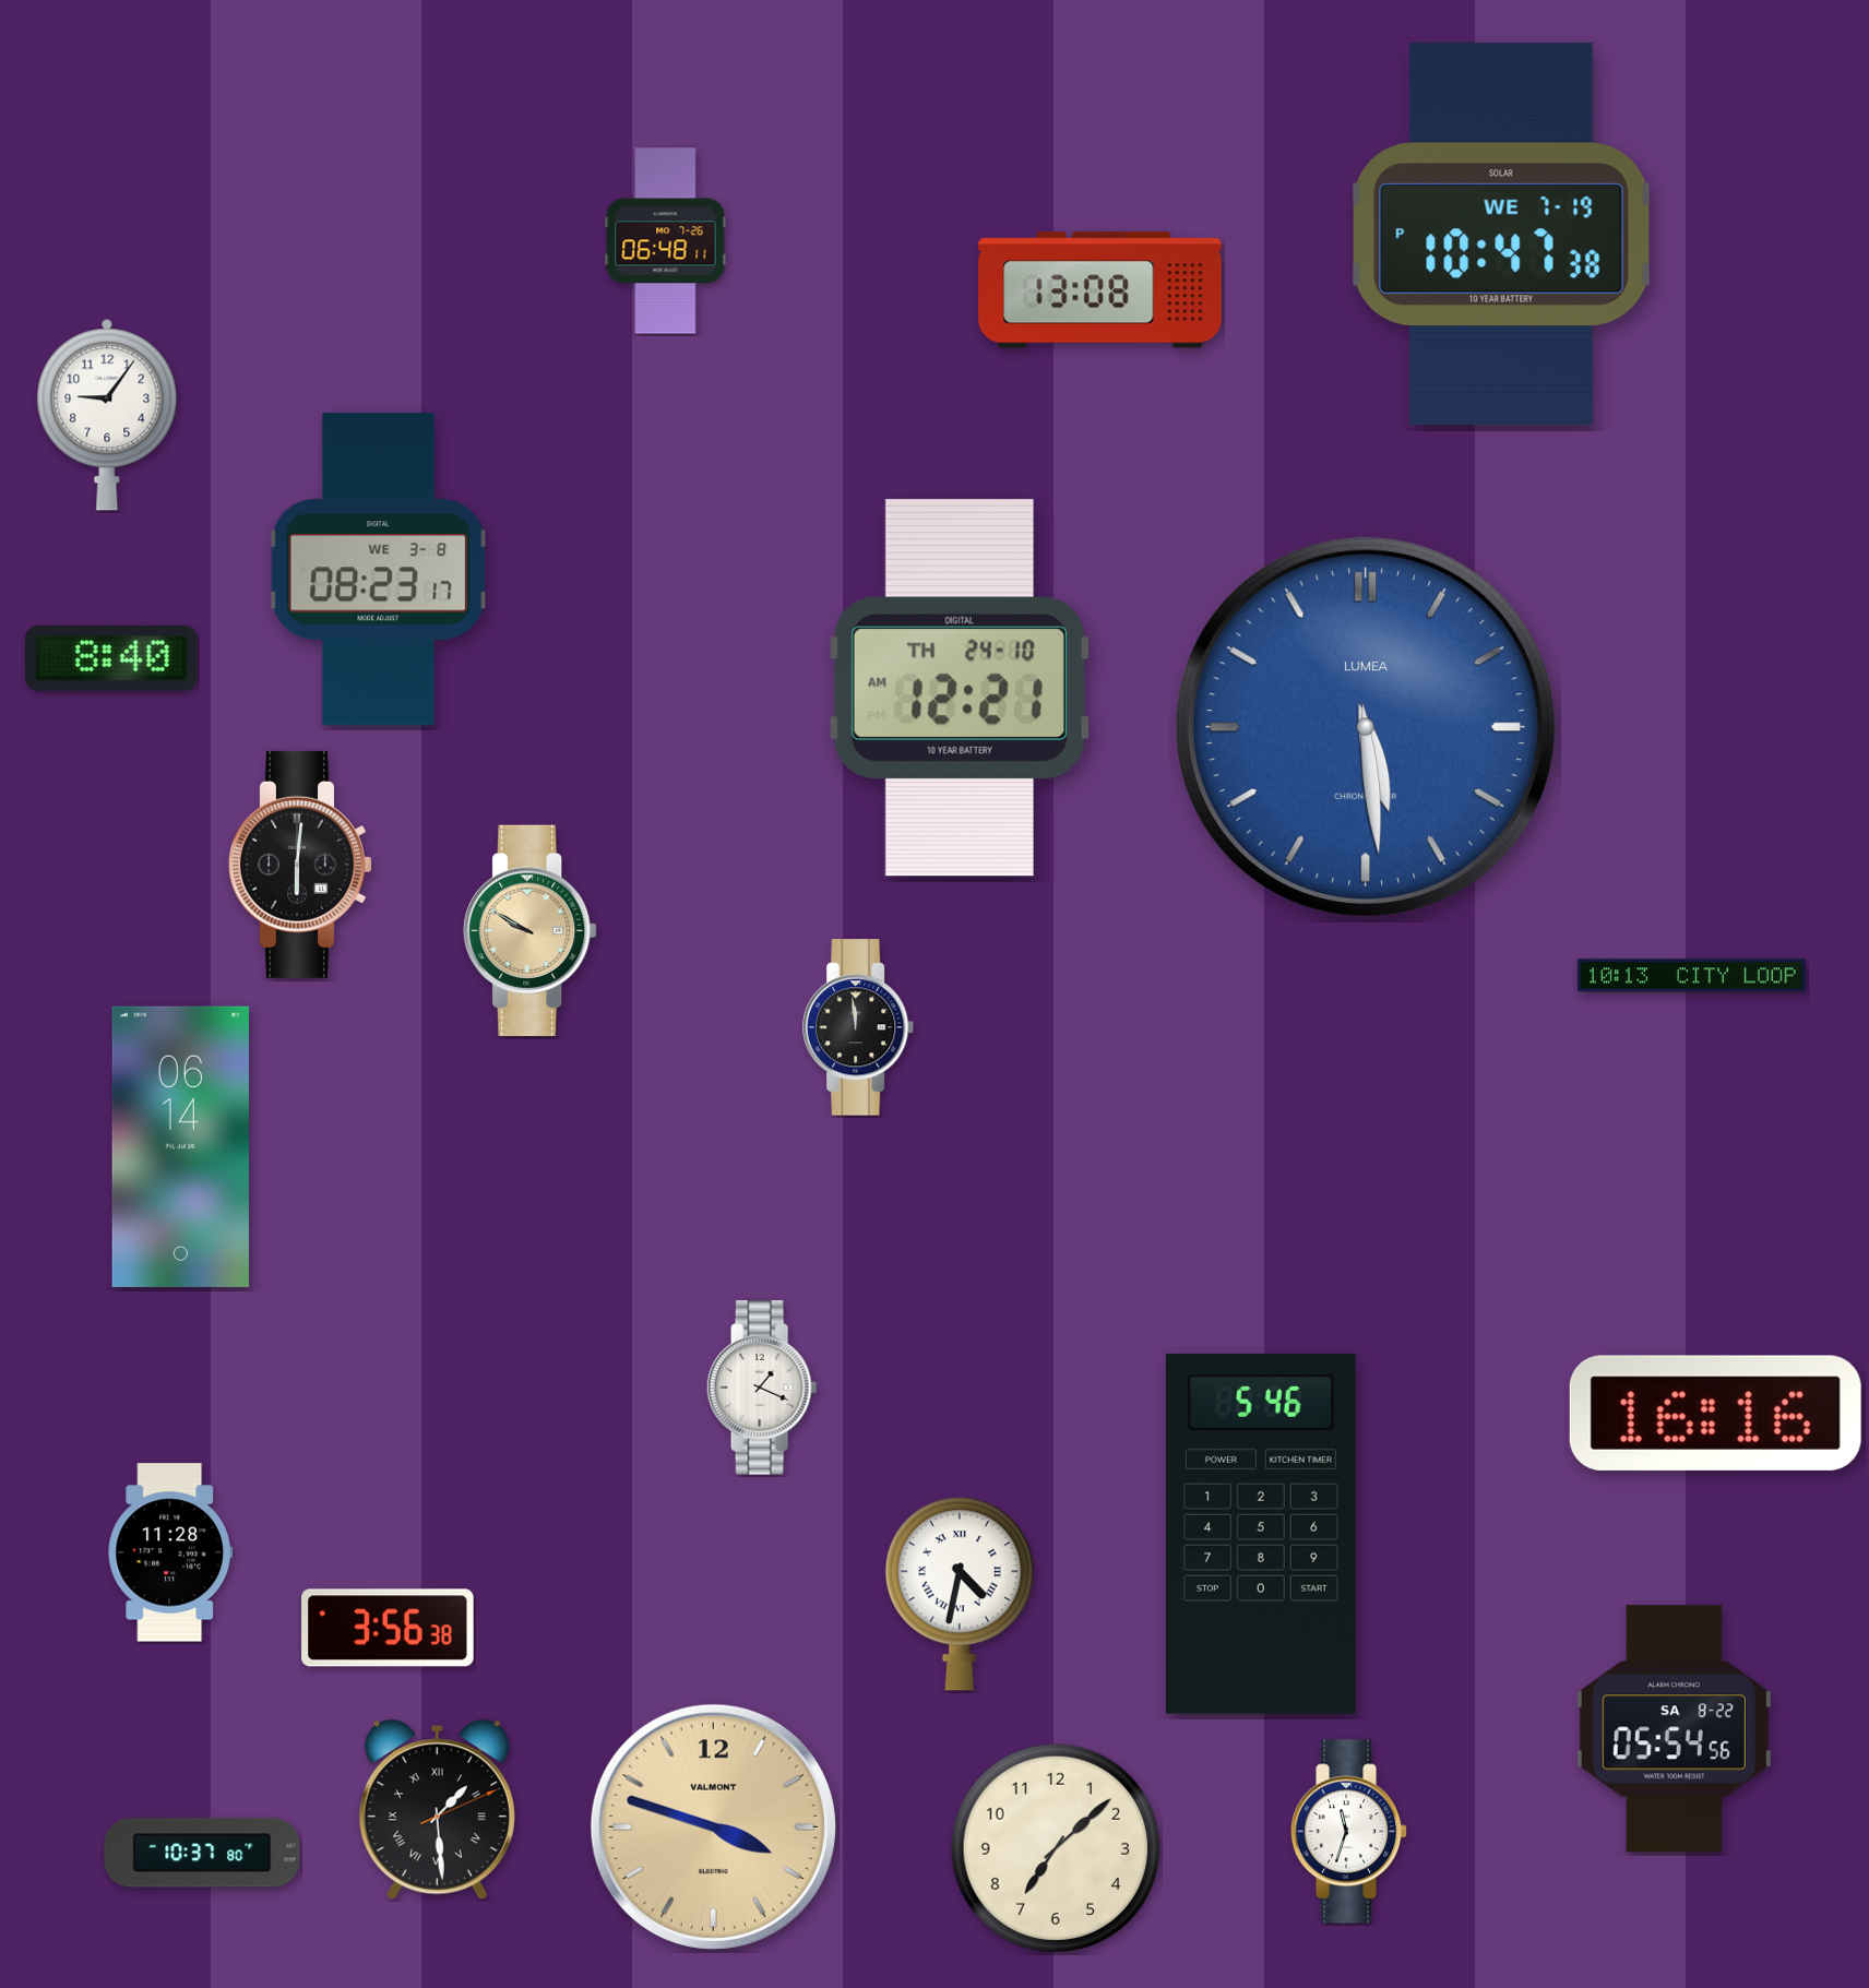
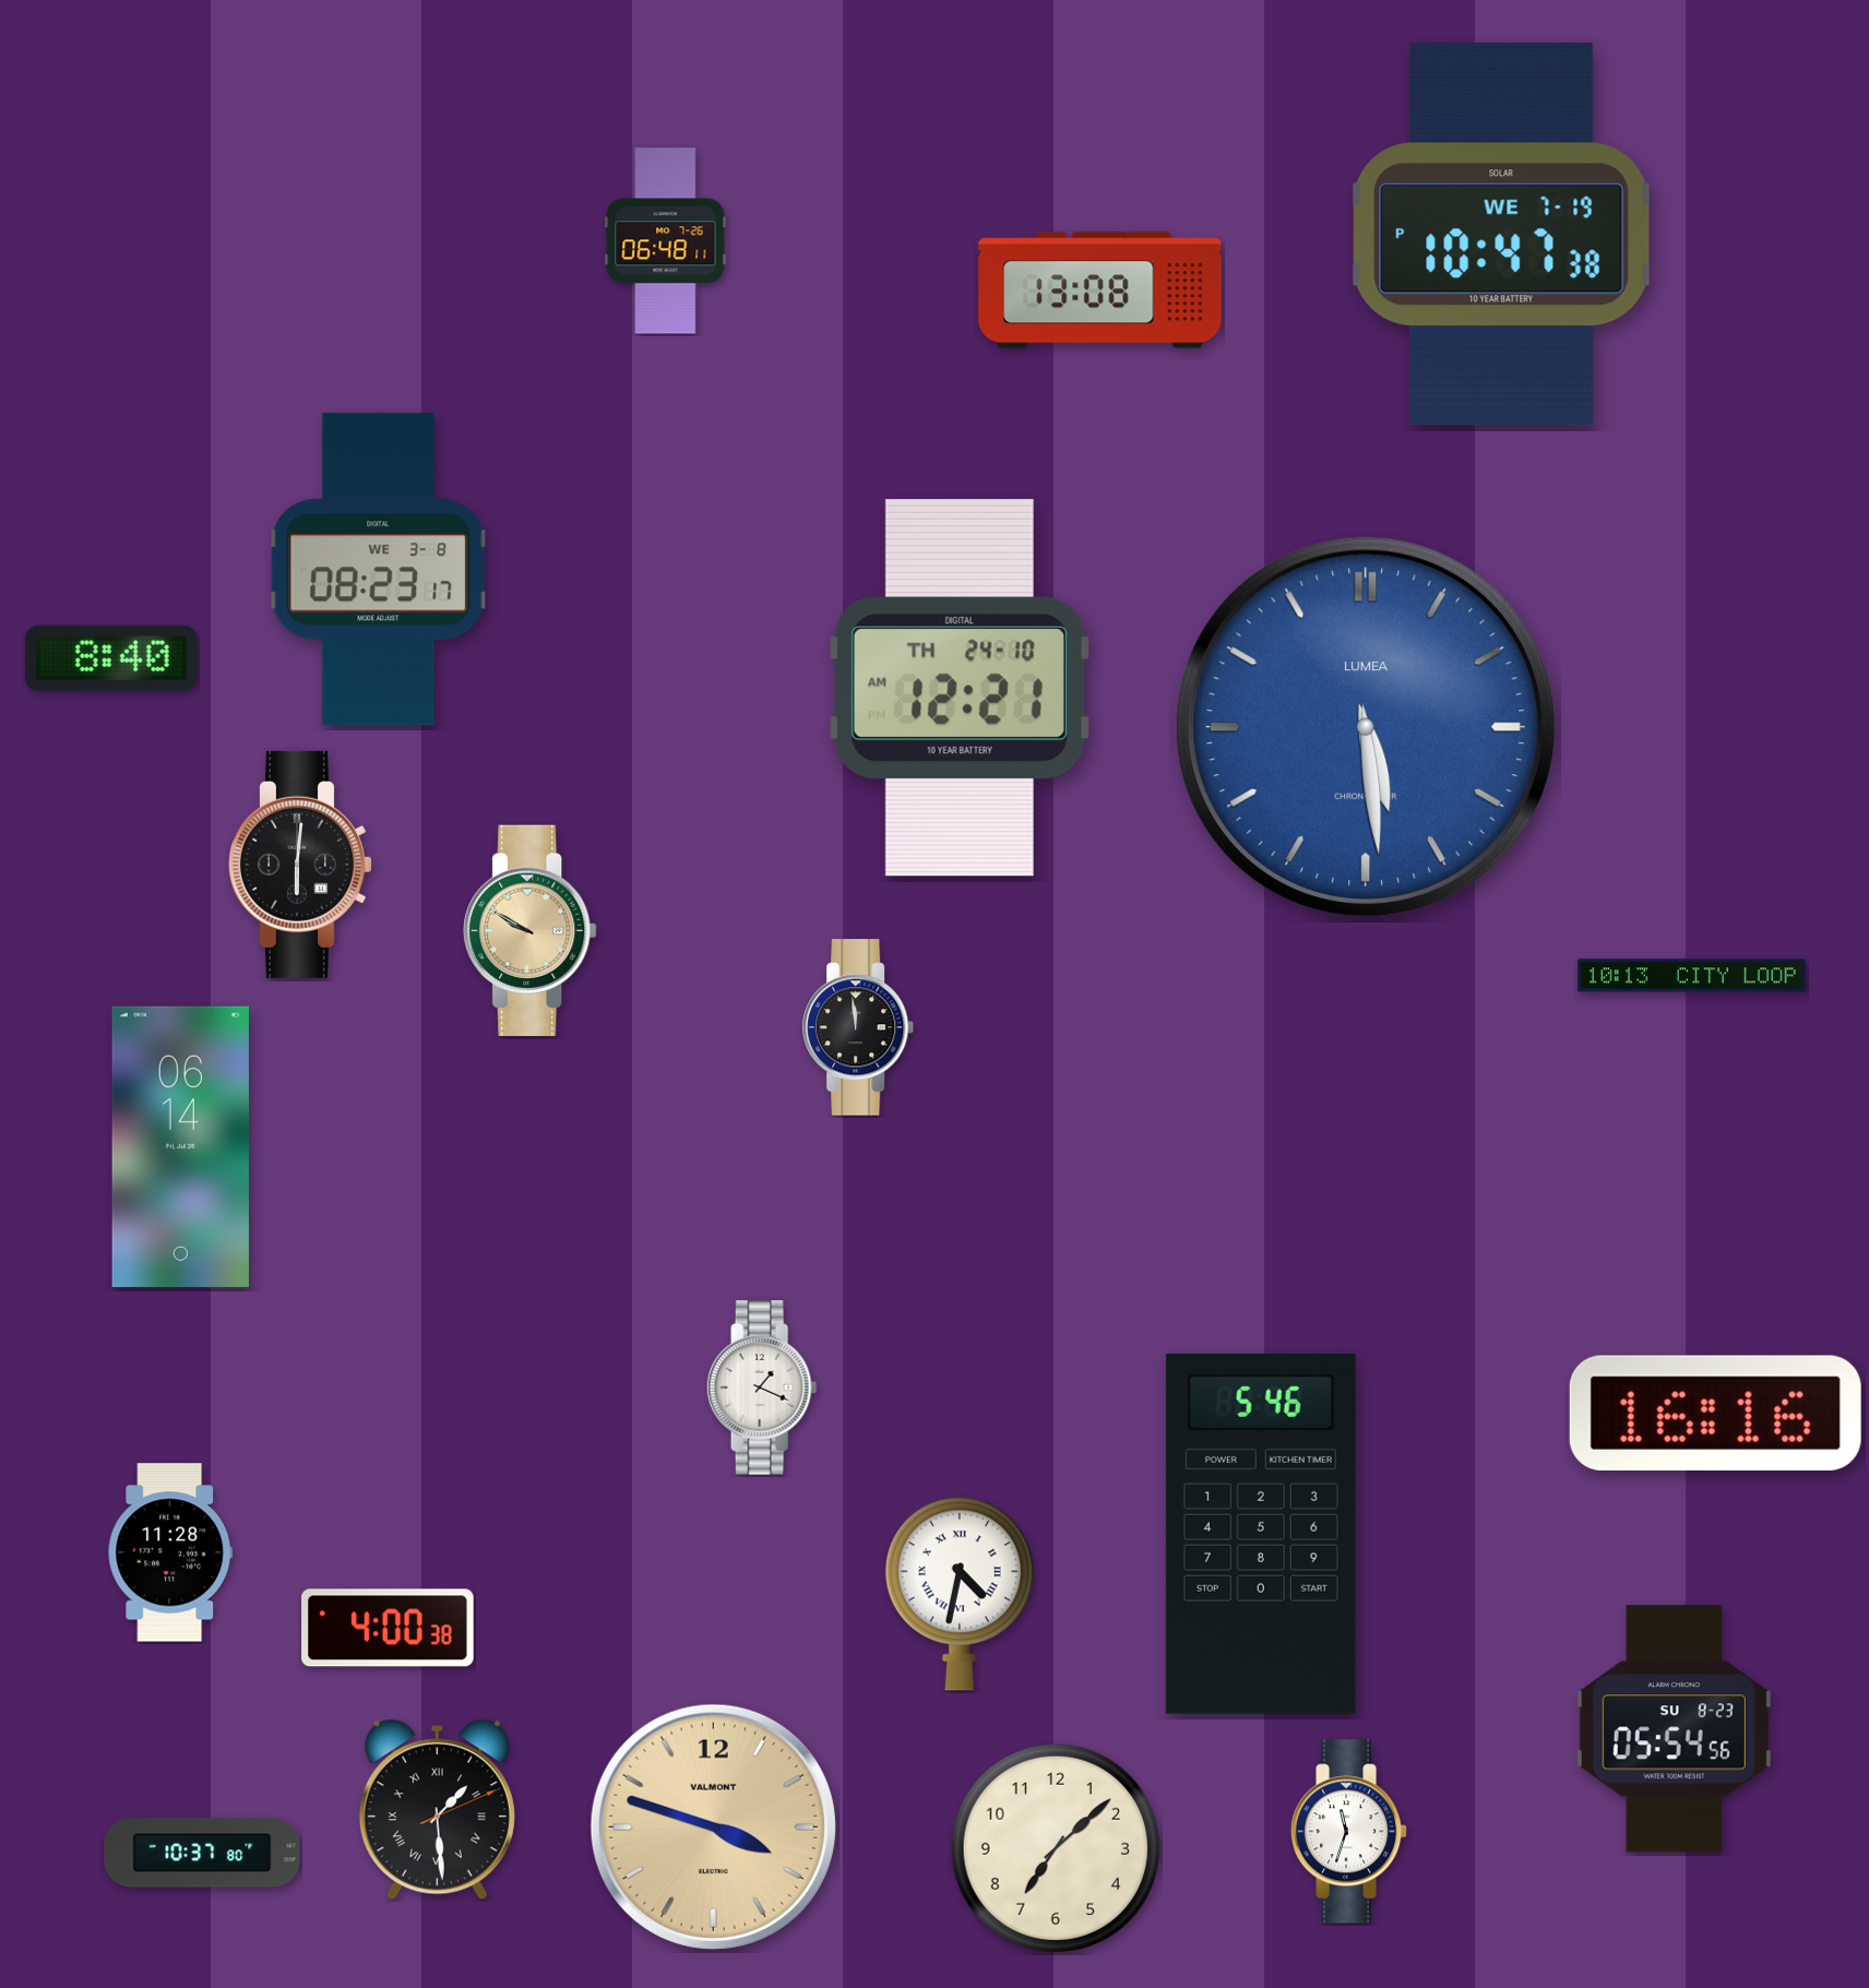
clock at (107, 415): 9:06 -> none
clock at (388, 1628): 3:56 -> 4:00
clock at (1674, 1729) date: SA 8-22 -> SU 8-23
